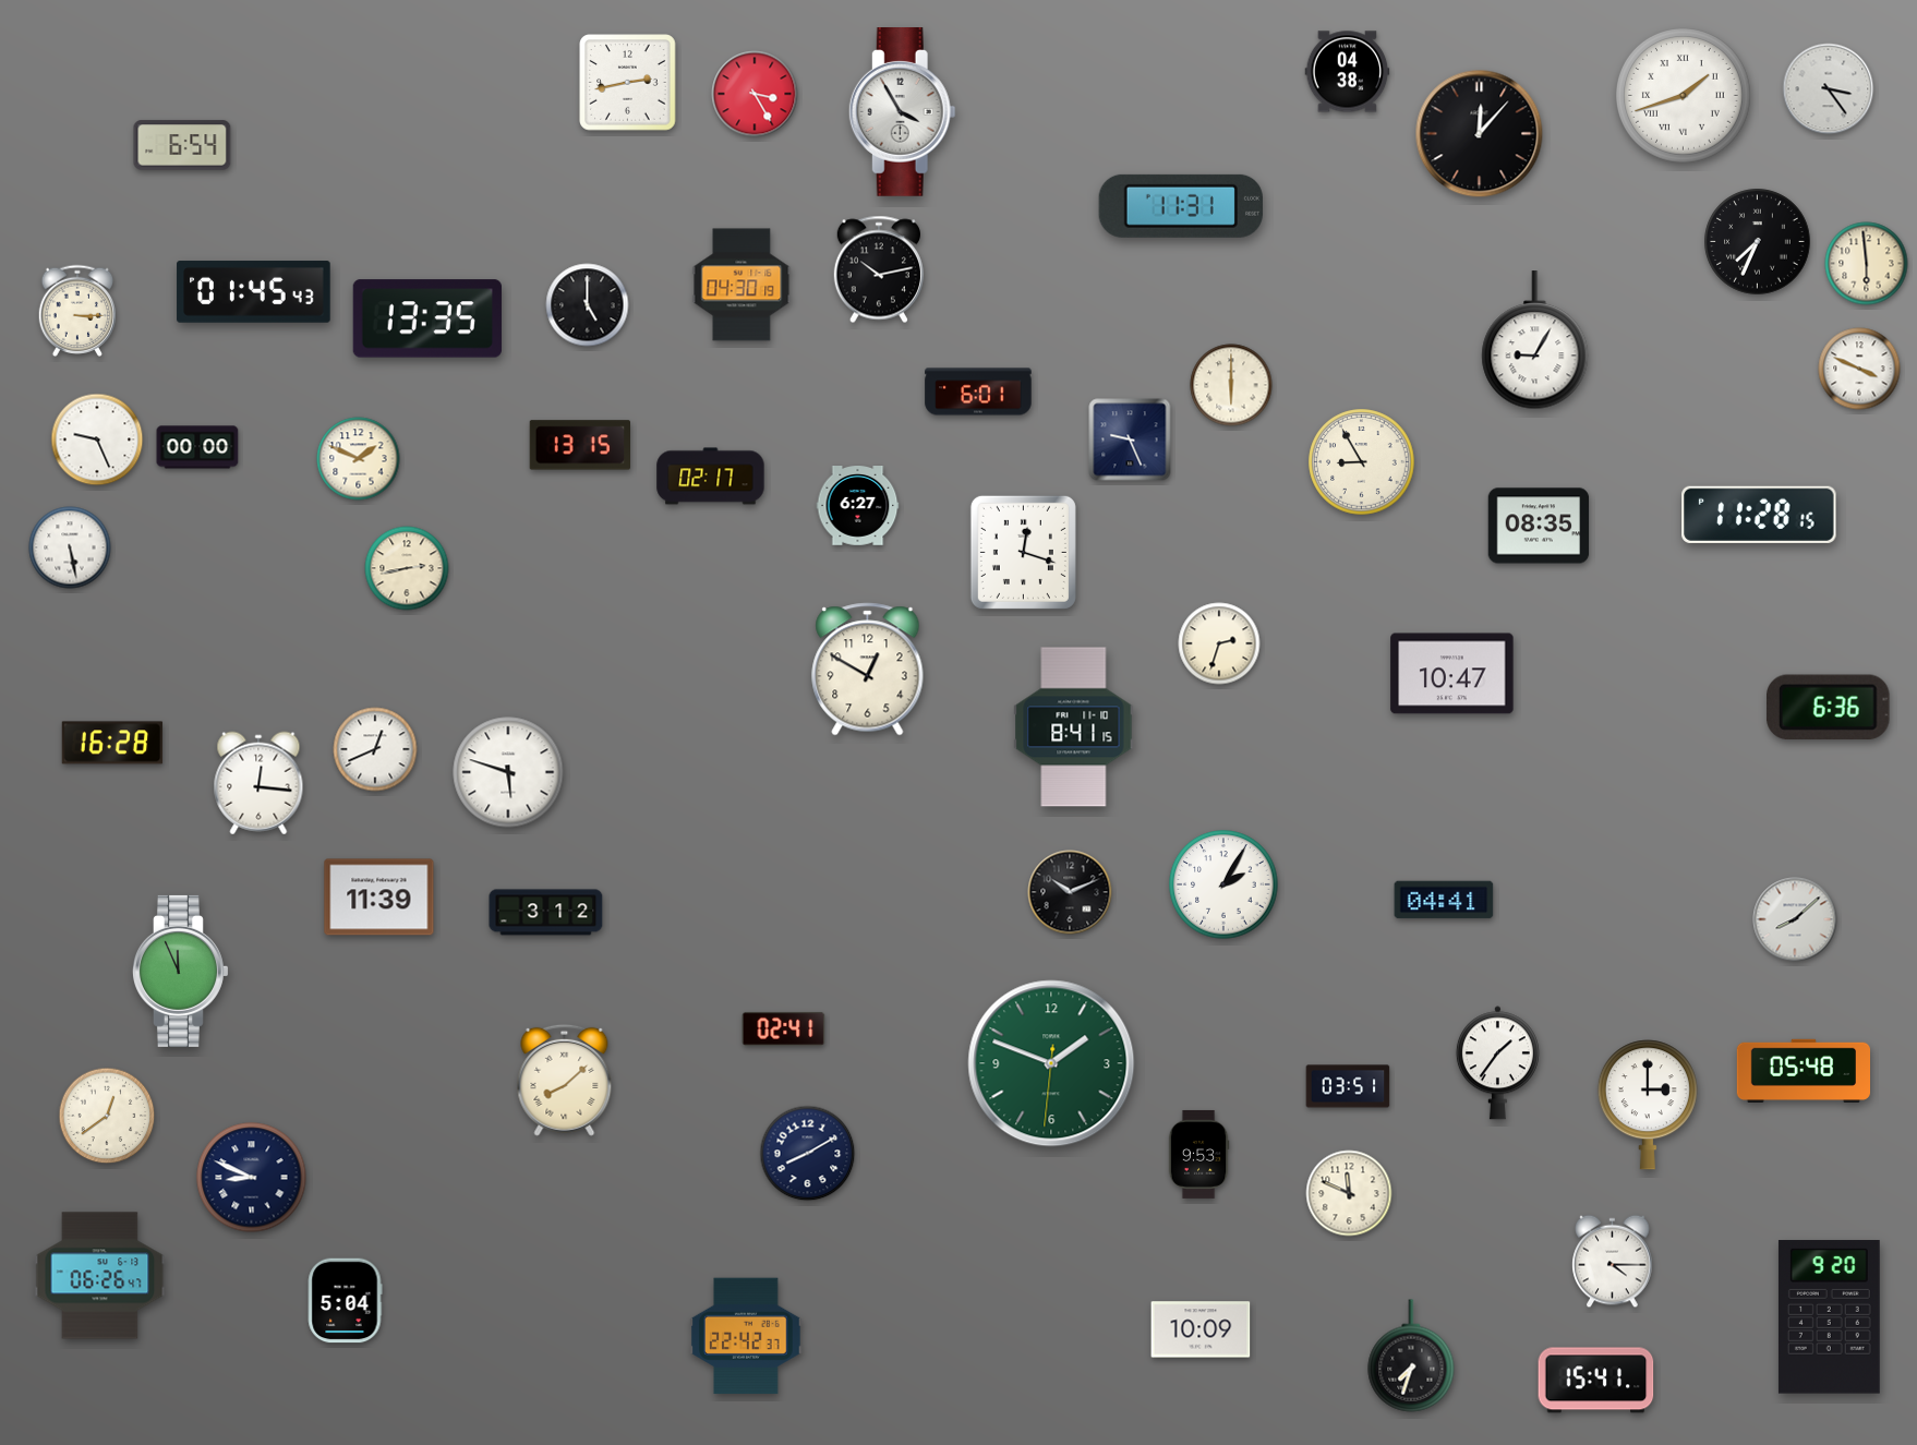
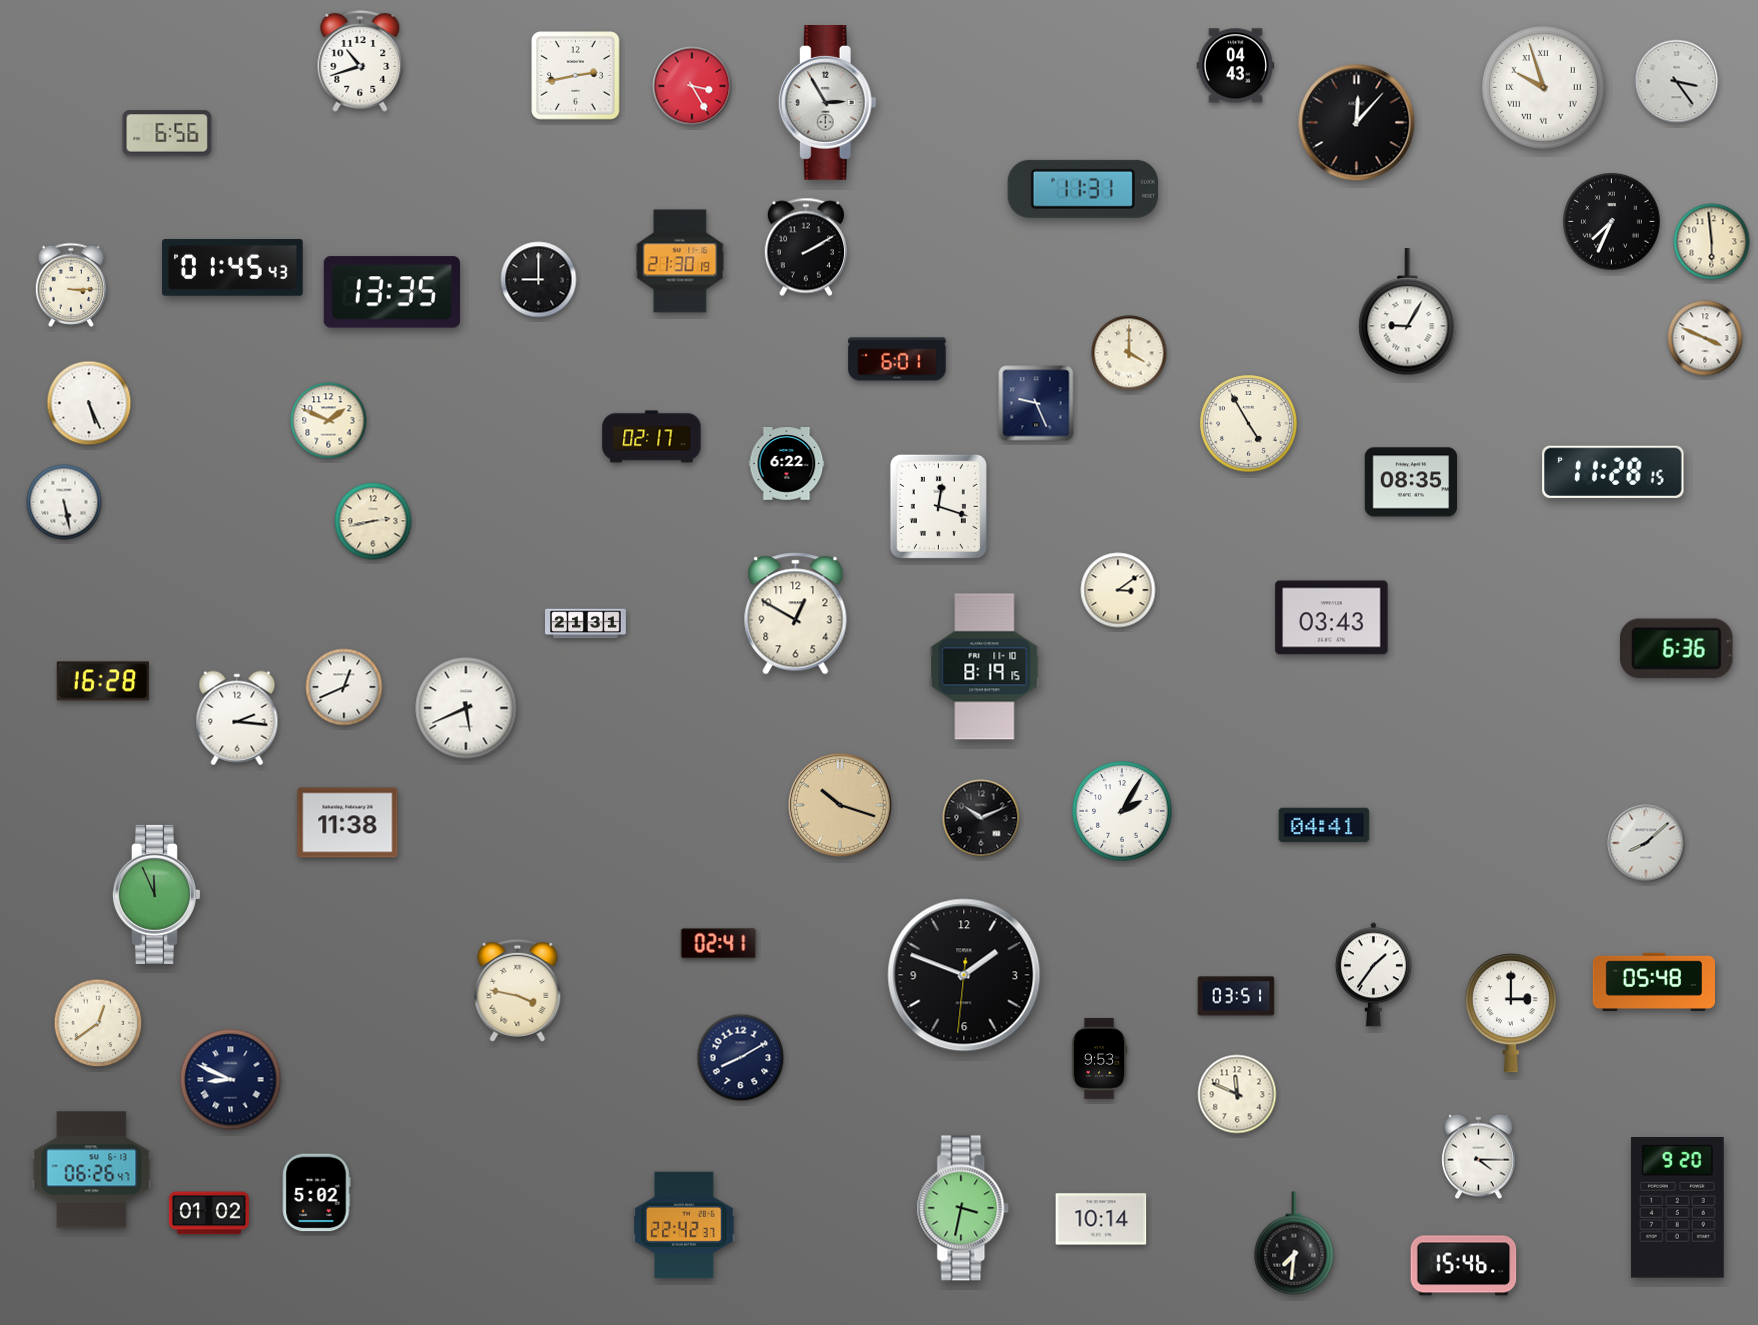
clock at (360, 61): none -> 10:42
clock at (1348, 72): 04:38 -> 04:43
clock at (1684, 96): 1:42 -> 9:57
clock at (902, 112): 3:55 -> 2:55
clock at (182, 145): 6:54 -> 6:56
clock at (879, 269): 10:13 -> 2:10
clock at (742, 285): 04:30 -> 21:30
clock at (588, 305): 5:00 -> 9:00
clock at (1231, 385): 6:00 -> 4:00
clock at (97, 439): 9:26 -> 5:26
clock at (579, 445): 13:15 -> none
clock at (197, 447): 00:00 -> none
clock at (1362, 462): 8:55 -> 4:55
clock at (858, 506): 6:27 -> 6:22
clock at (1219, 643): 2:33 -> 3:09
clock at (1452, 674): 10:47 -> 03:43
clock at (586, 624): none -> 21:31
clock at (1074, 727): 8:41 -> 8:19
clock at (508, 772): 5:48 -> 5:41
clock at (258, 783): 12:16 -> 2:16
clock at (840, 805): none -> 10:18
clock at (379, 898): 11:39 -> 11:38
clock at (546, 913): 3:12 -> none
clock at (181, 971) position: (181, 971) -> (157, 894)
clock at (1051, 1063) dial: green -> black
clock at (565, 1080): 8:08 -> 3:47
clock at (345, 1301): 5:04 -> 5:02
clock at (963, 1208): none -> 3:32
clock at (209, 1213): none -> 01:02
clock at (1201, 1329): 10:09 -> 10:14
clock at (1411, 1356): 7:33 -> 7:31
clock at (1596, 1381): 15:41 -> 15:46
